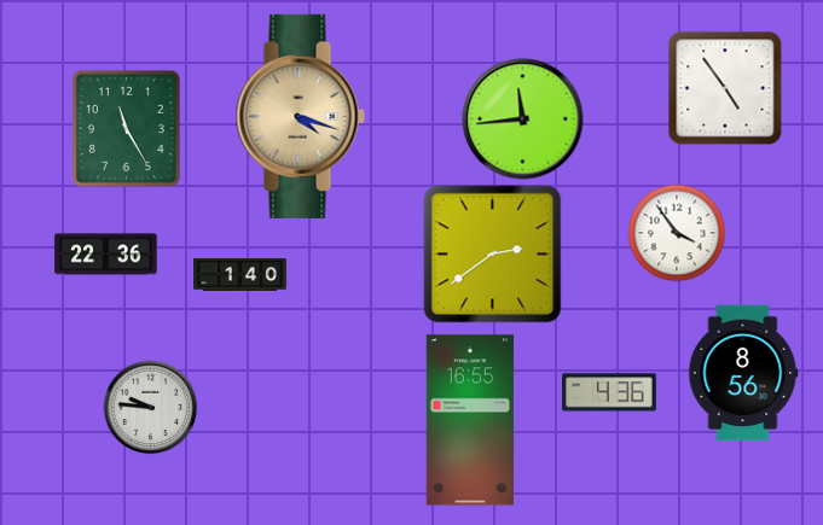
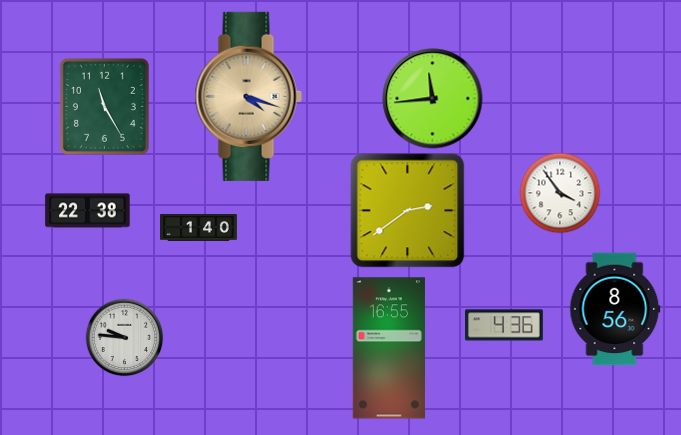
clock at (725, 88): 4:54 -> none
clock at (106, 255): 22:36 -> 22:38
